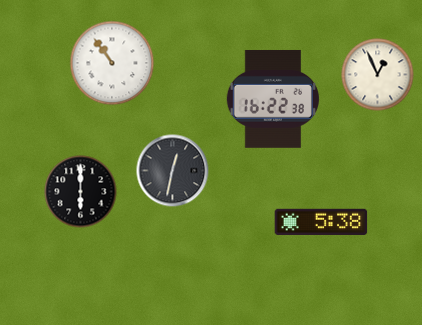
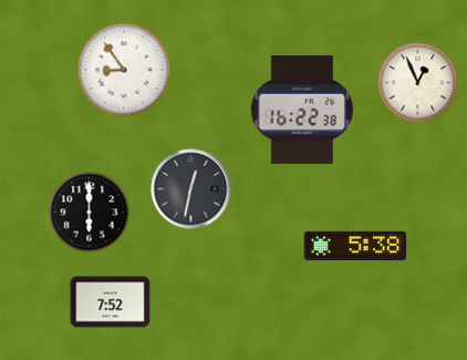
clock at (112, 63): 10:54 -> 8:54
clock at (111, 302): none -> 7:52
